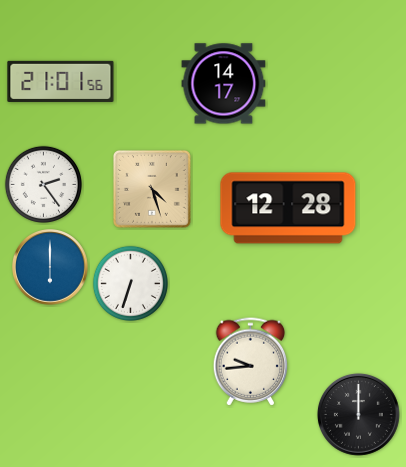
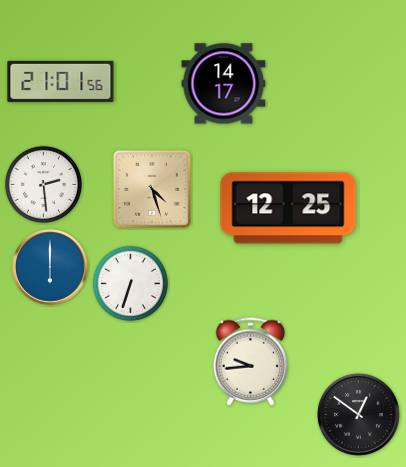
clock at (43, 184): 2:24 -> 2:29
clock at (288, 208): 12:28 -> 12:25
clock at (358, 414): 12:00 -> 12:51
